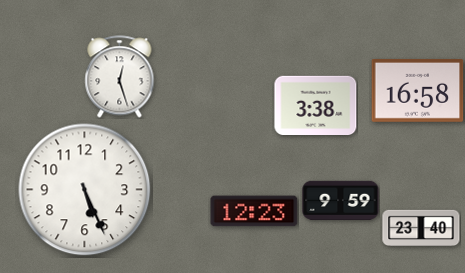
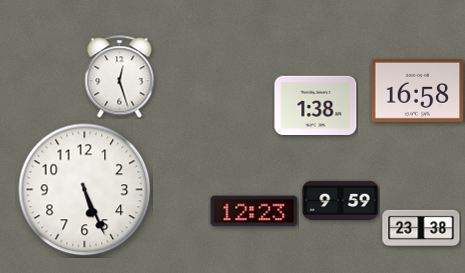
clock at (316, 105): 3:38 -> 1:38
clock at (421, 227): 23:40 -> 23:38
